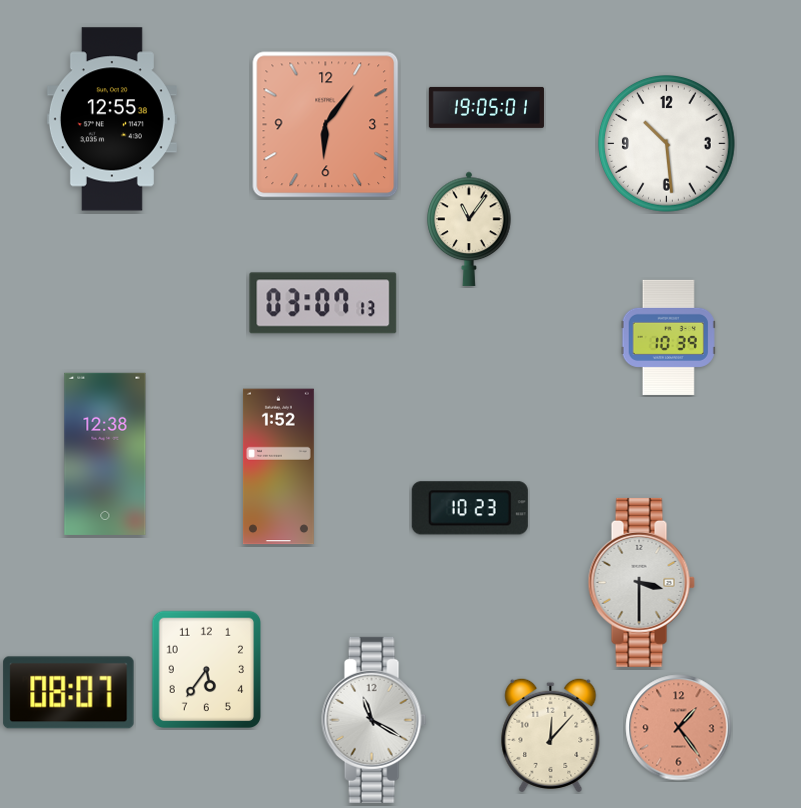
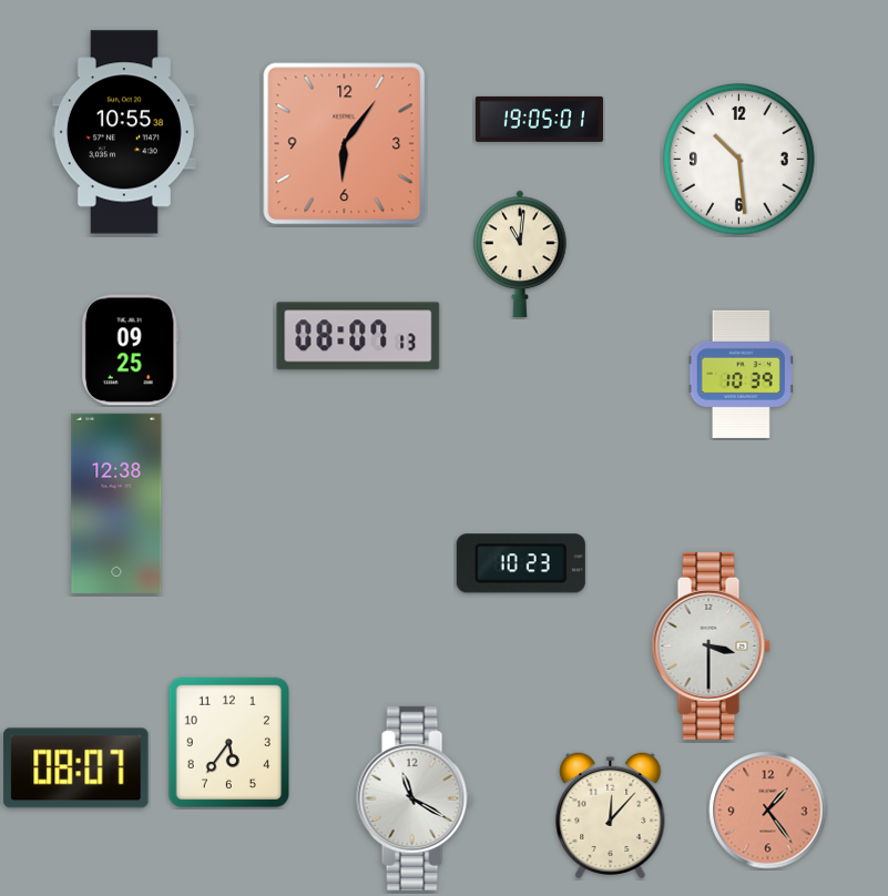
clock at (112, 119): 12:55 -> 10:55
clock at (326, 125) position: (326, 125) -> (345, 144)
clock at (469, 229): 11:06 -> 11:01
clock at (323, 303): 03:07 -> 08:07
clock at (130, 350): none -> 09:25
clock at (278, 467): 1:52 -> none
clock at (679, 728) position: (679, 728) -> (768, 811)
